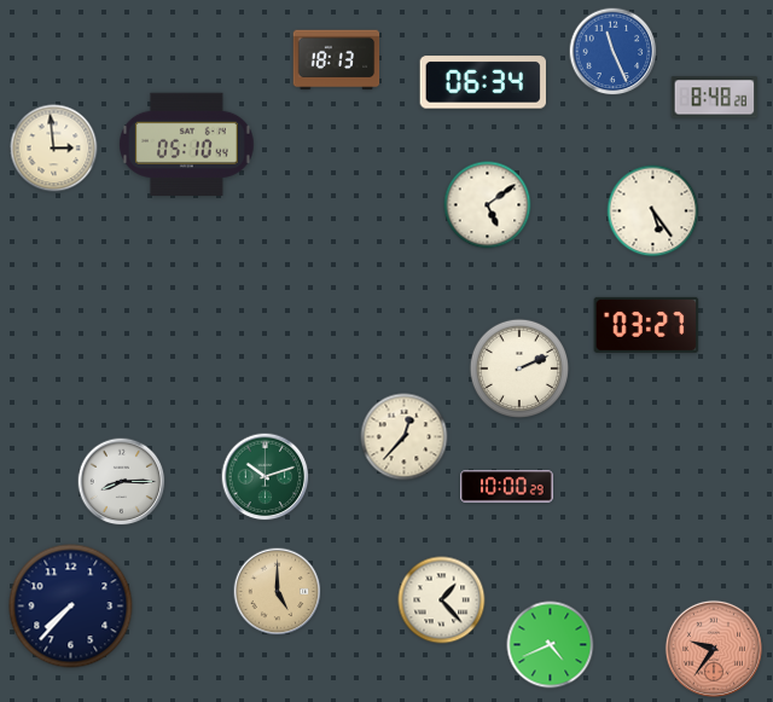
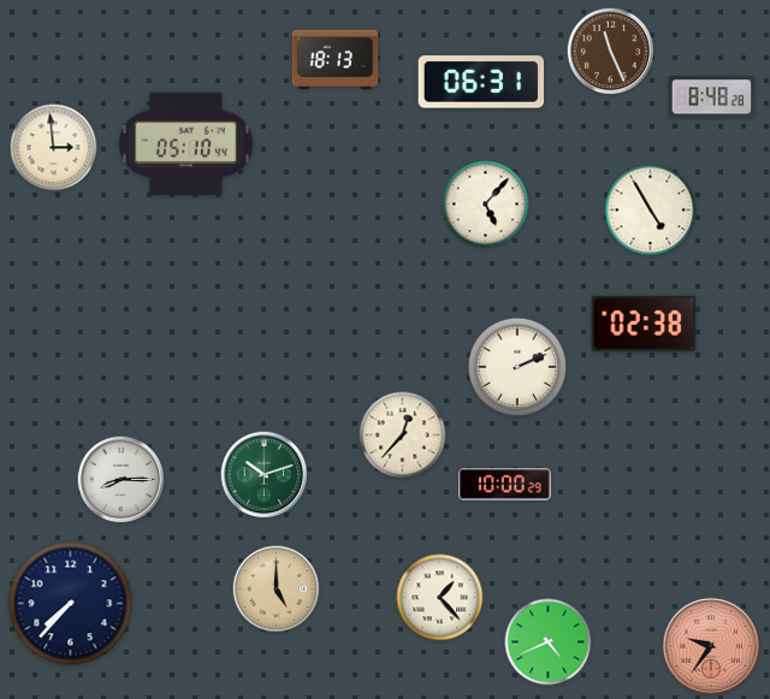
clock at (614, 52) dial: blue -> brown
clock at (482, 82): 06:34 -> 06:31
clock at (488, 205): 5:09 -> 5:07
clock at (653, 211): 5:24 -> 4:55
clock at (646, 325): 03:27 -> 02:38
